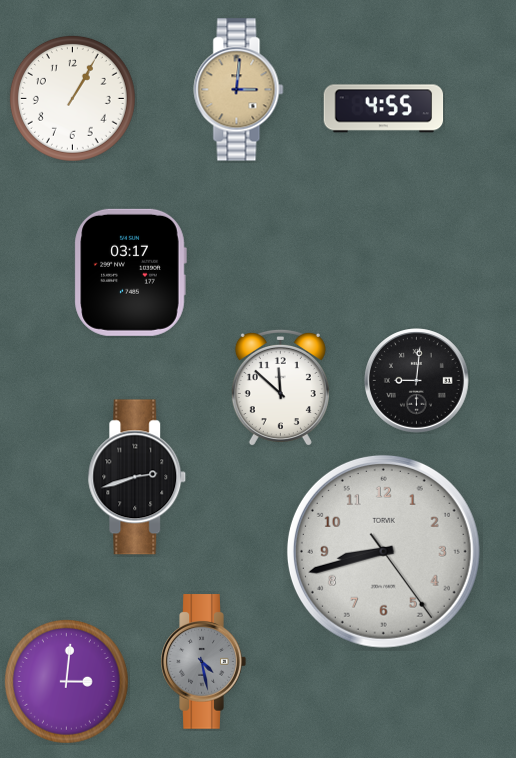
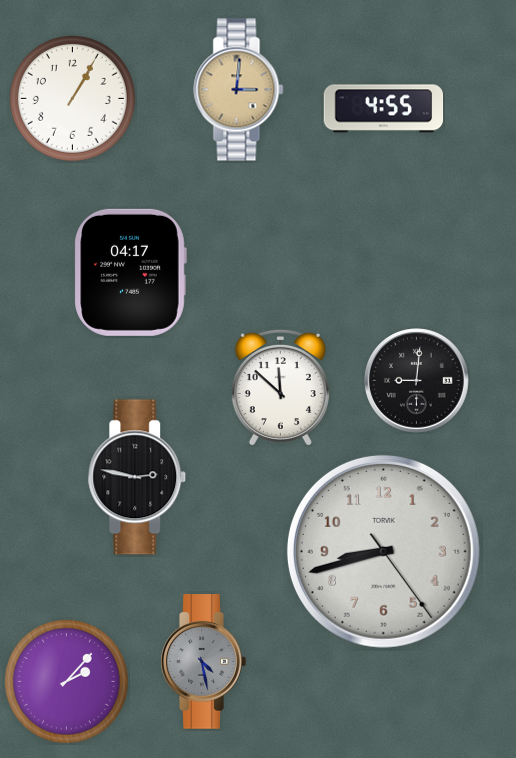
clock at (130, 272): 03:17 -> 04:17
clock at (137, 477): 2:42 -> 2:47
clock at (66, 681): 3:01 -> 2:07
